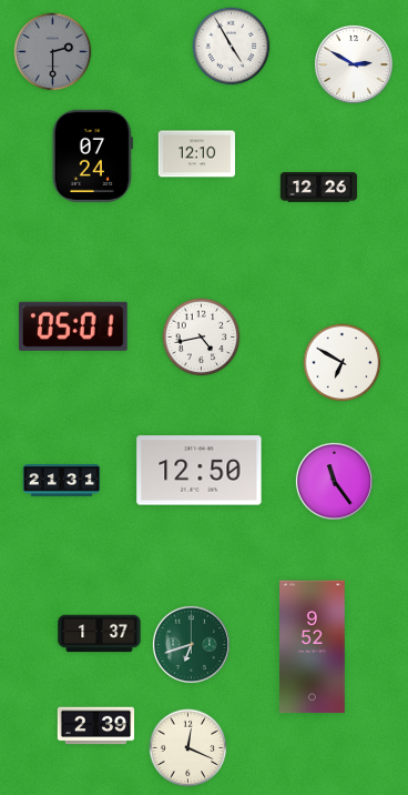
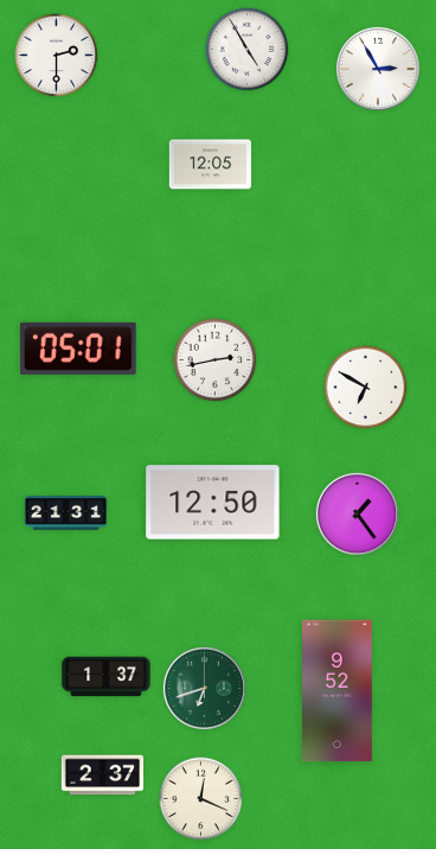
clock at (53, 52) dial: grey -> white
clock at (354, 64): 2:50 -> 2:55
clock at (197, 154): 12:10 -> 12:05
clock at (92, 155): 07:24 -> none
clock at (319, 188): 12:26 -> none
clock at (202, 338): 4:43 -> 2:43
clock at (334, 481): 11:24 -> 1:24
clock at (313, 647) position: (313, 647) -> (338, 691)
clock at (96, 726): 2:39 -> 2:37
